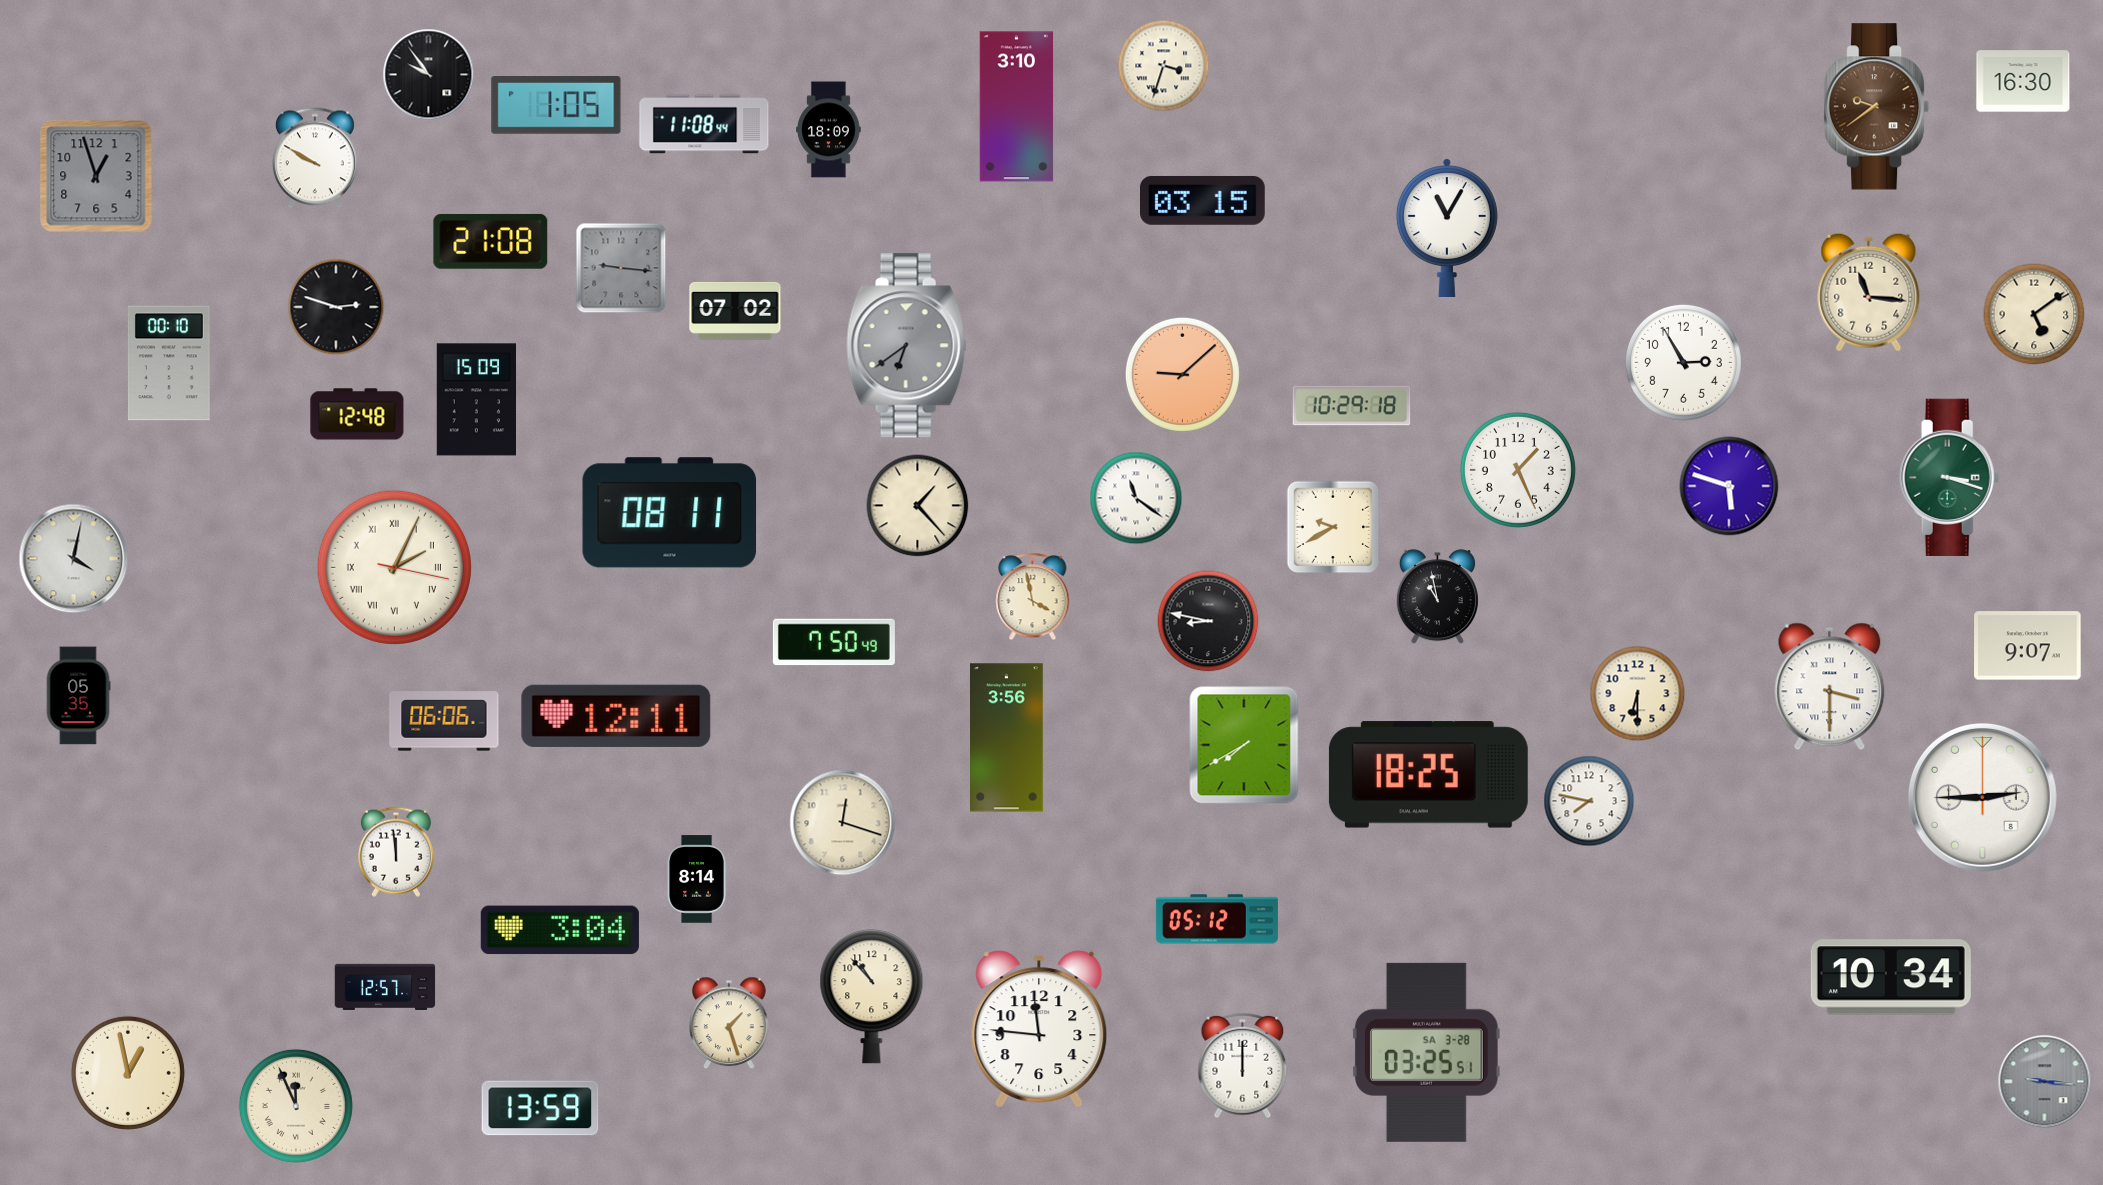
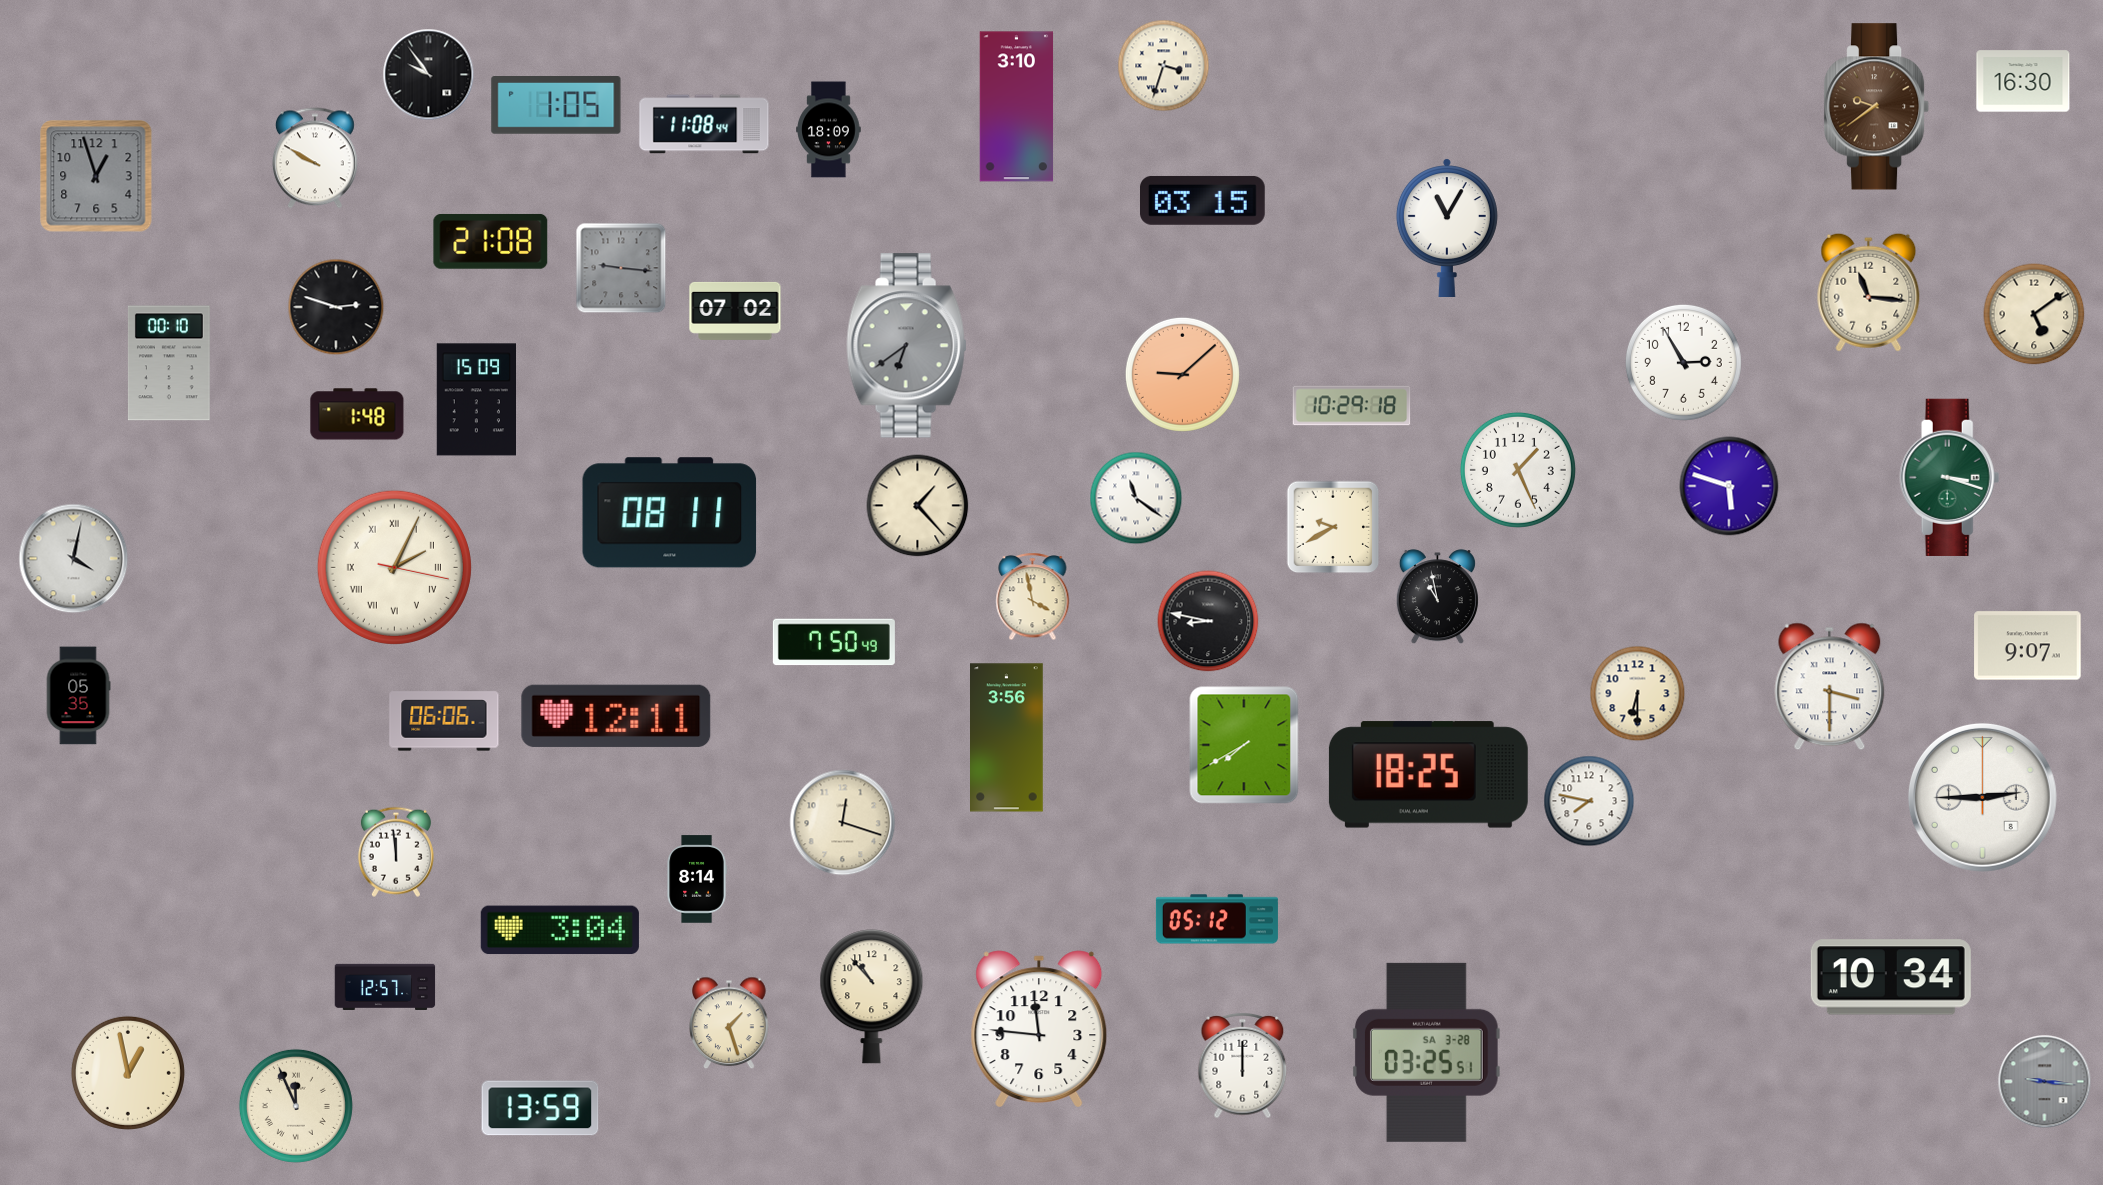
clock at (357, 414): 12:48 -> 1:48
